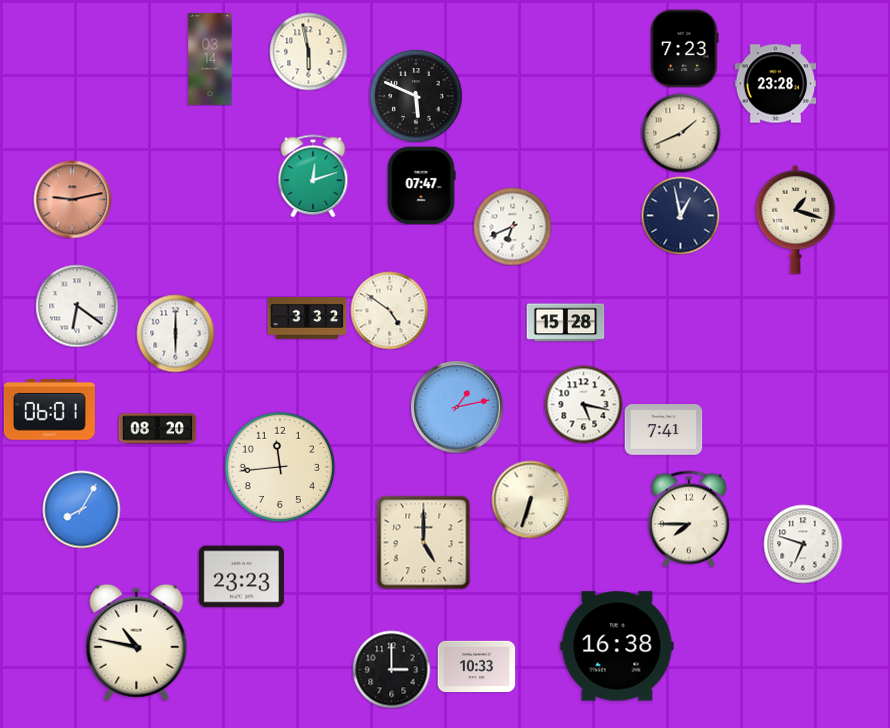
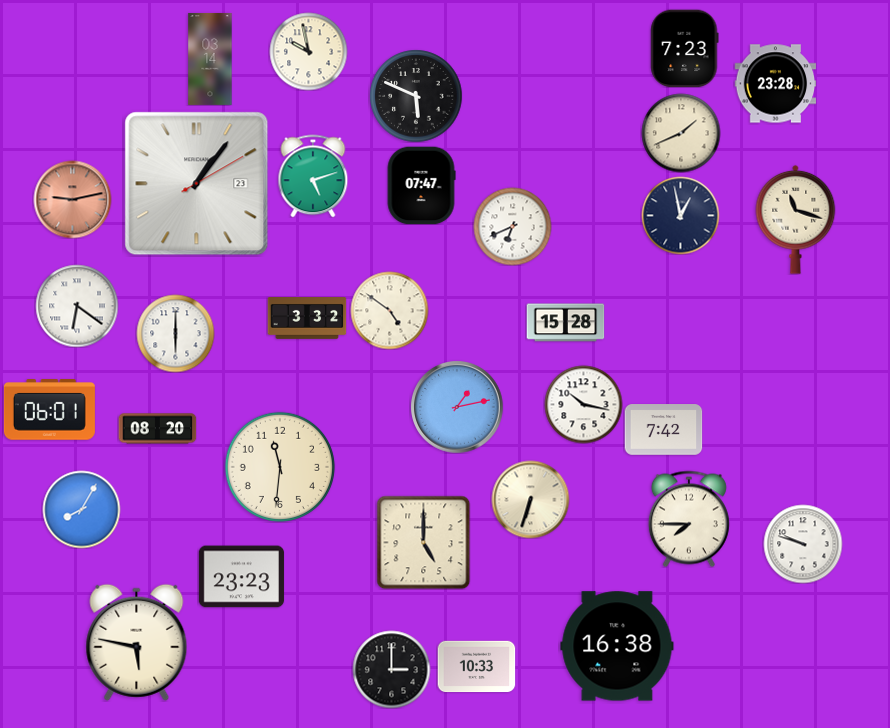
clock at (308, 51): 5:58 -> 9:58
clock at (313, 176): 12:12 -> 5:12
clock at (197, 184): none -> 1:06
clock at (796, 219): 1:18 -> 11:18
clock at (583, 404): 5:17 -> 10:17
clock at (663, 430): 7:41 -> 7:42
clock at (280, 467): 11:44 -> 11:31
clock at (803, 544): 6:48 -> 9:48
clock at (137, 642): 10:47 -> 5:47
